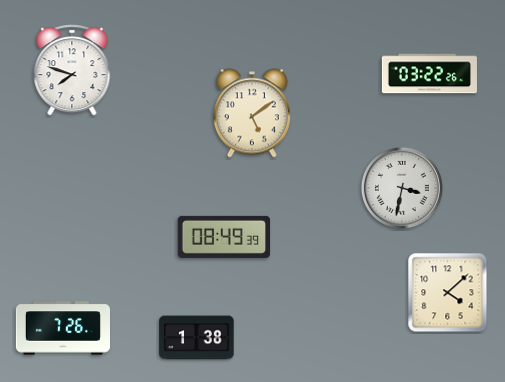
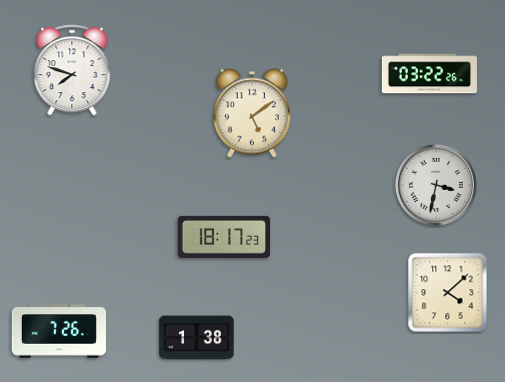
clock at (402, 188) position: (402, 188) -> (436, 185)
clock at (224, 237): 08:49 -> 18:17
clock at (62, 328) position: (62, 328) -> (58, 331)
